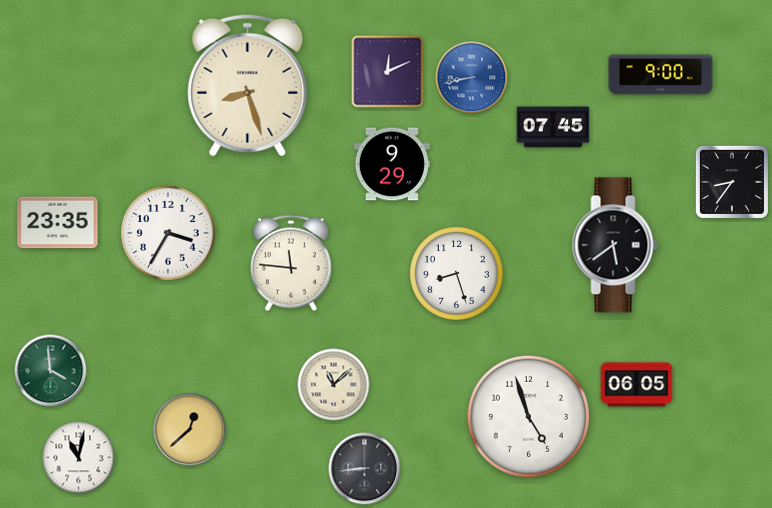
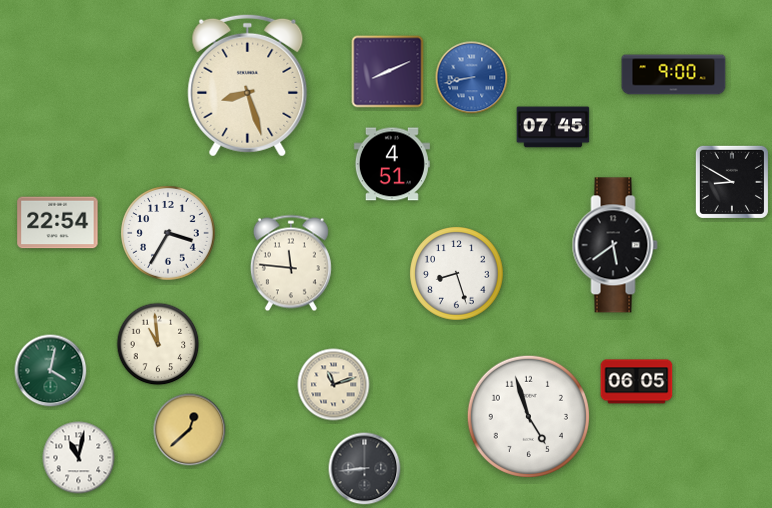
clock at (388, 72): 12:11 -> 8:11
clock at (661, 75) position: (661, 75) -> (674, 75)
clock at (392, 164): 9:29 -> 4:51
clock at (732, 182): 8:36 -> 8:50
clock at (58, 223): 23:35 -> 22:54
clock at (158, 344): none -> 10:59
clock at (51, 371): 3:59 -> 4:02
clock at (334, 385): 11:08 -> 11:12
clock at (637, 385) position: (637, 385) -> (637, 382)
